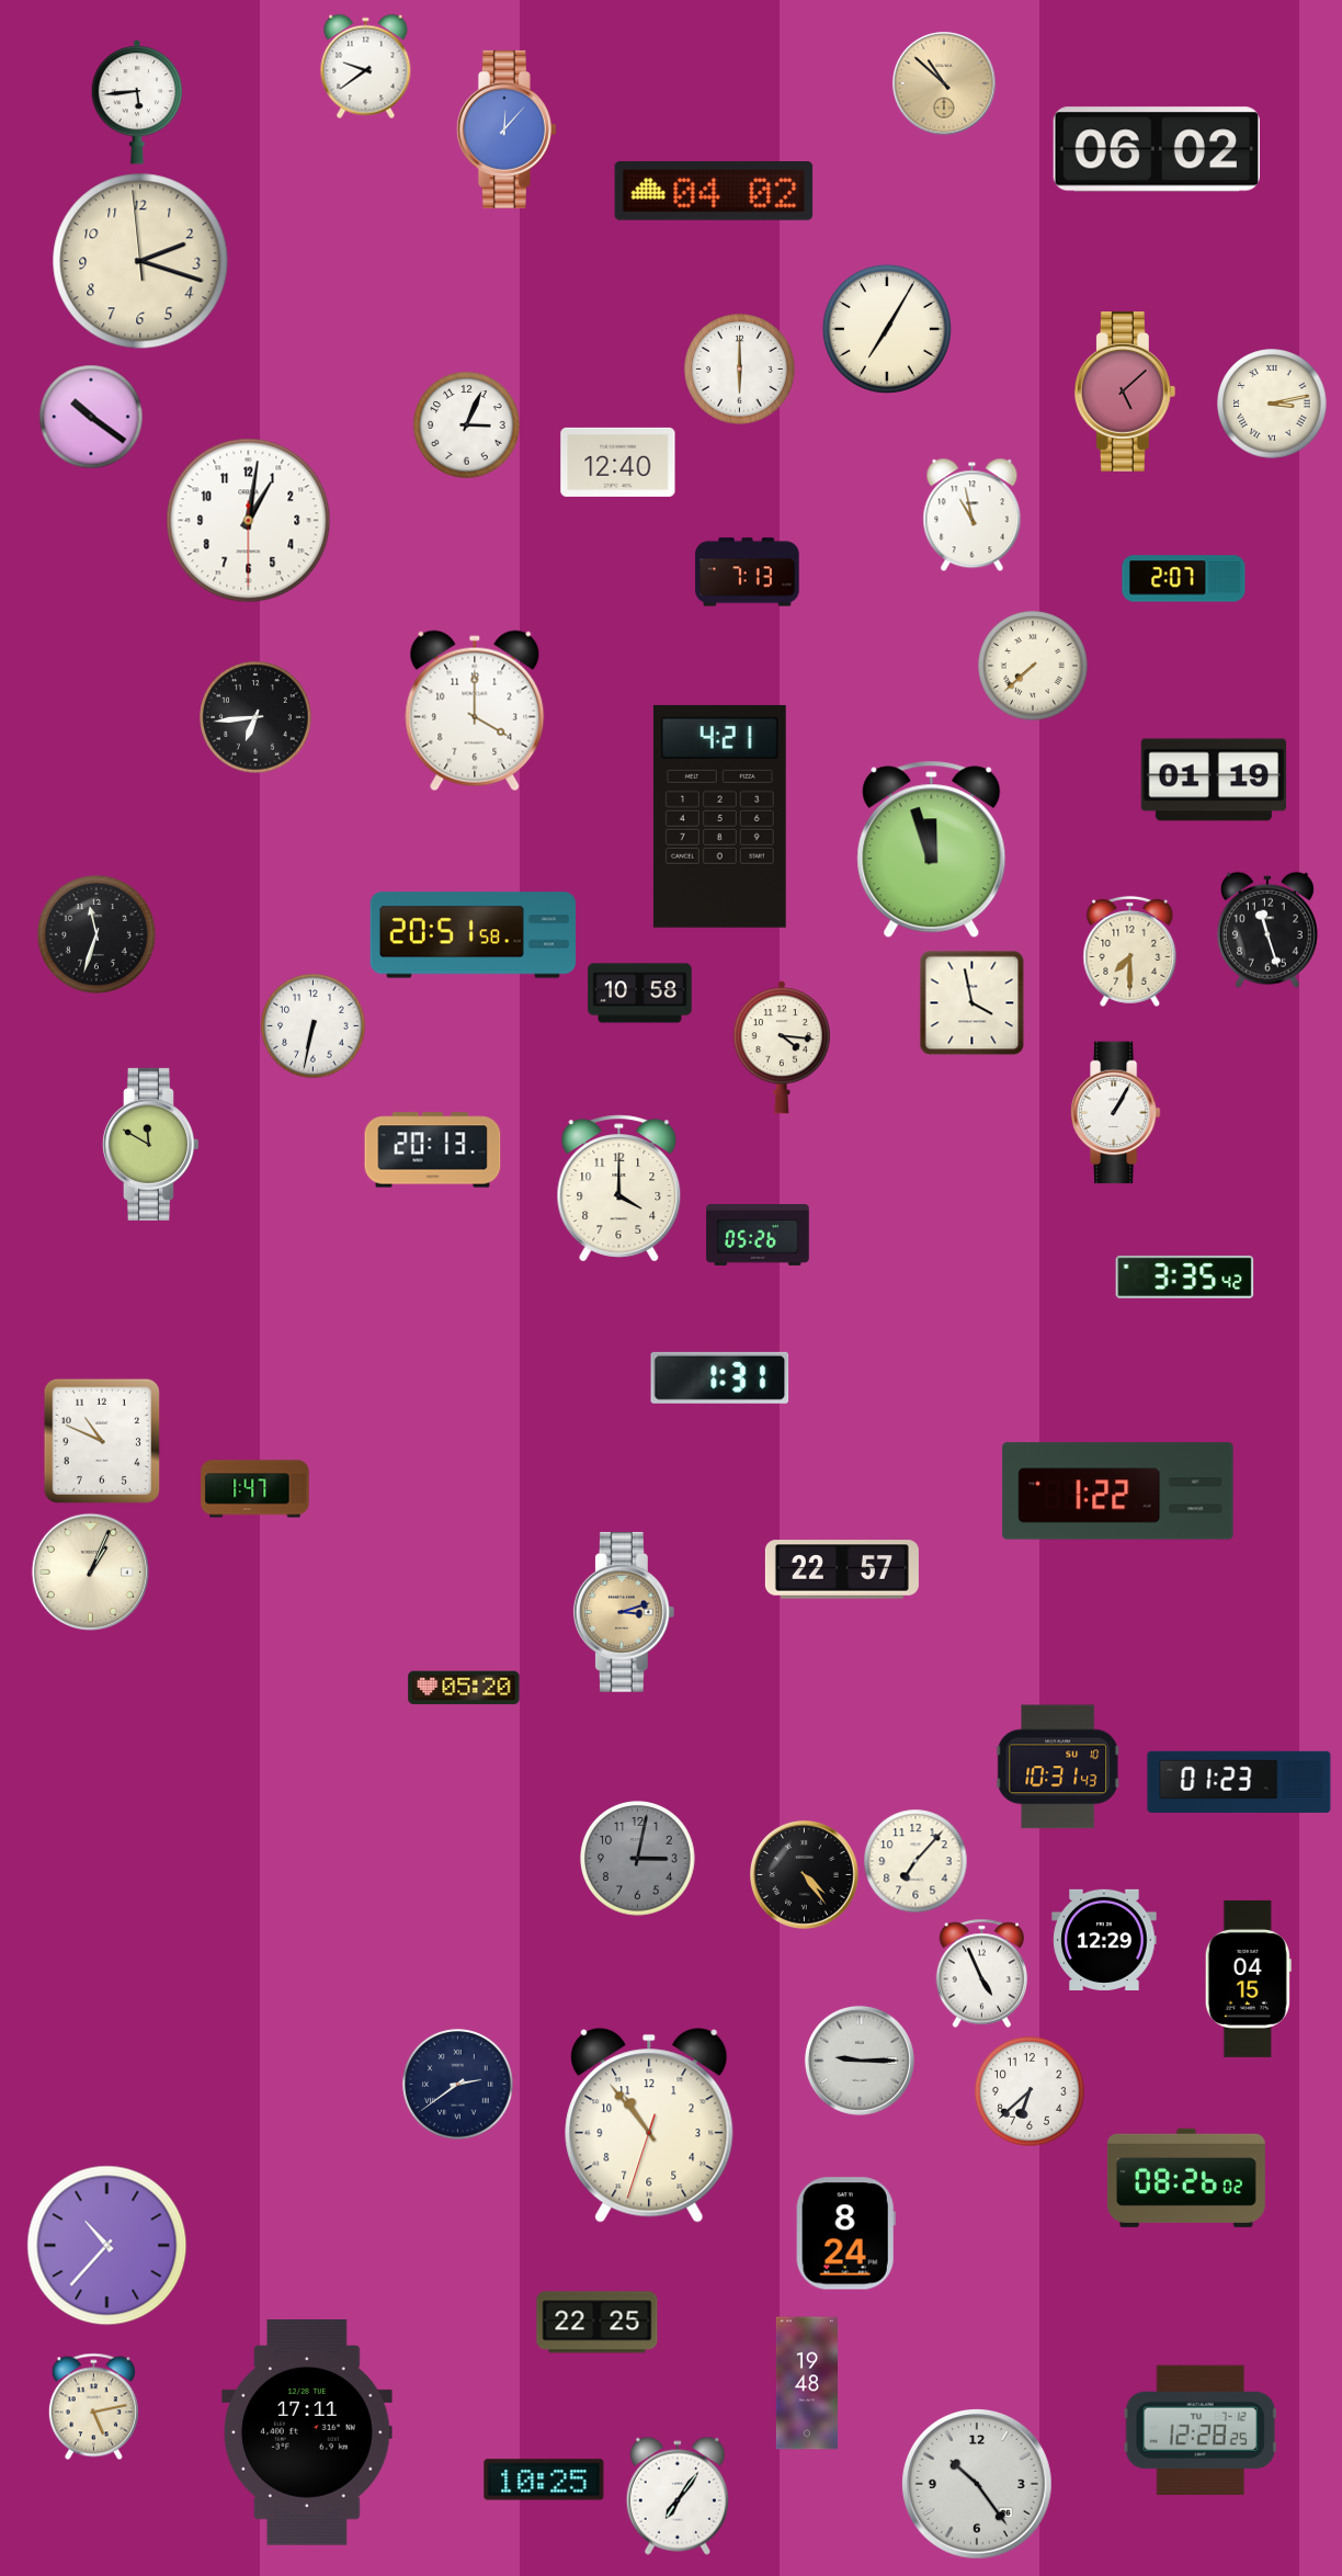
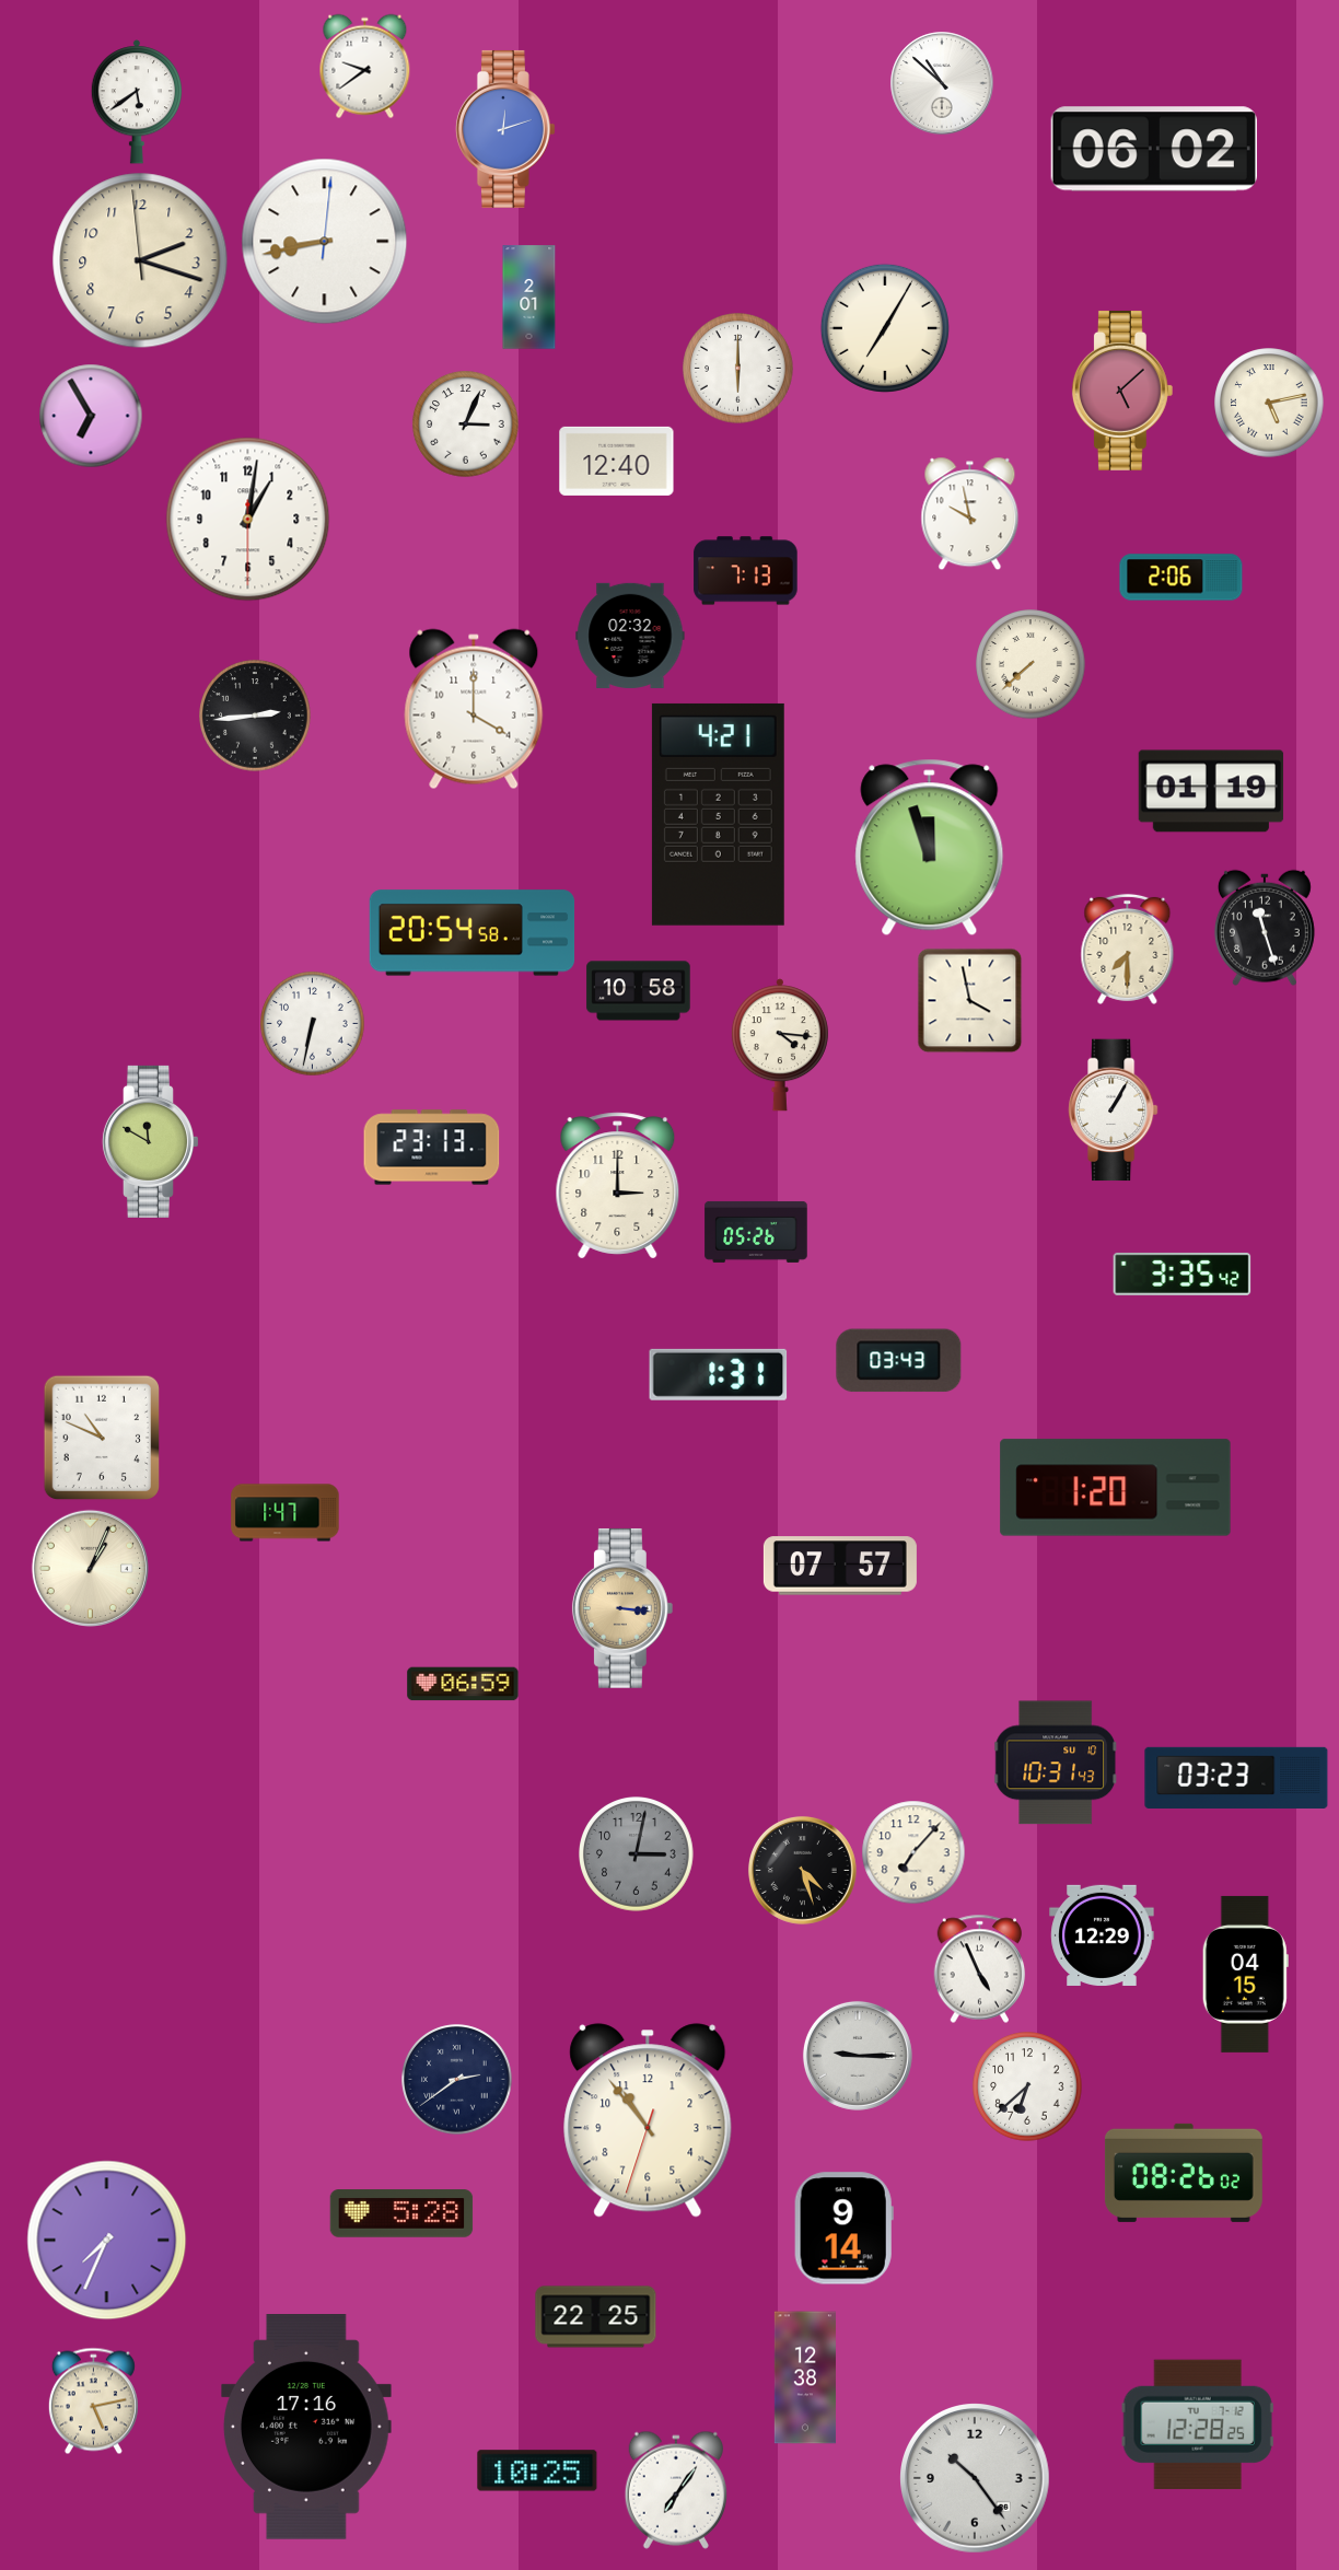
clock at (944, 83) dial: champagne -> white
clock at (136, 102): 5:44 -> 5:39
clock at (507, 129): 12:07 -> 12:12
clock at (714, 191): 04:02 -> none
clock at (325, 242): none -> 8:43
clock at (529, 298): none -> 2:01
clock at (1272, 404): 3:13 -> 5:13
clock at (91, 417): 10:21 -> 6:55
clock at (973, 514): 10:58 -> 9:58
clock at (1184, 579): 2:07 -> 2:06
clock at (630, 636): none -> 02:32
clock at (255, 717): 6:44 -> 2:44
clock at (1214, 780) position: (1214, 780) -> (1211, 791)
clock at (96, 934): 11:33 -> none
clock at (474, 935): 20:51 -> 20:54
clock at (433, 1150): 20:13 -> 23:13
clock at (619, 1189): 4:00 -> 3:00
clock at (899, 1361): none -> 03:43
clock at (255, 1489) position: (255, 1489) -> (286, 1513)
clock at (1118, 1491): 1:22 -> 1:20
clock at (842, 1569): 22:57 -> 07:57
clock at (624, 1612): 3:12 -> 3:16
clock at (464, 1688): 05:20 -> 06:59
clock at (1239, 1782): 01:23 -> 03:23
clock at (915, 1861) position: (915, 1861) -> (913, 1852)
clock at (804, 1874): 4:24 -> 4:27
clock at (401, 2213): none -> 5:28
clock at (845, 2234): 8:24 -> 9:14
clock at (107, 2246): 10:37 -> 7:34
clock at (807, 2383): 19:48 -> 12:38
clock at (307, 2433): 17:11 -> 17:16
clock at (544, 2479) position: (544, 2479) -> (537, 2470)
